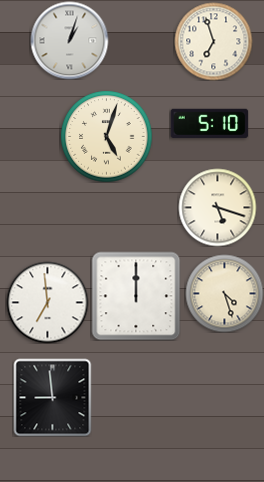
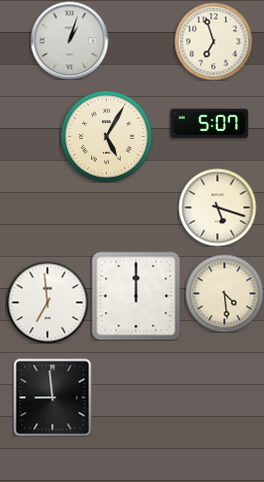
clock at (209, 123): 5:10 -> 5:07
clock at (106, 136): 5:03 -> 5:05
clock at (224, 293): 4:27 -> 4:29
